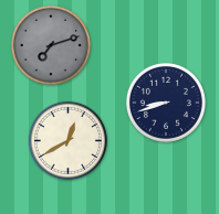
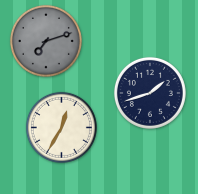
clock at (166, 103): 8:42 -> 1:42
clock at (67, 140): 12:40 -> 12:35
